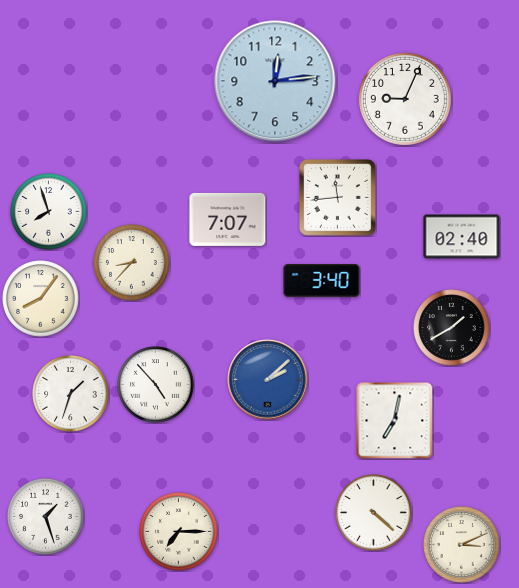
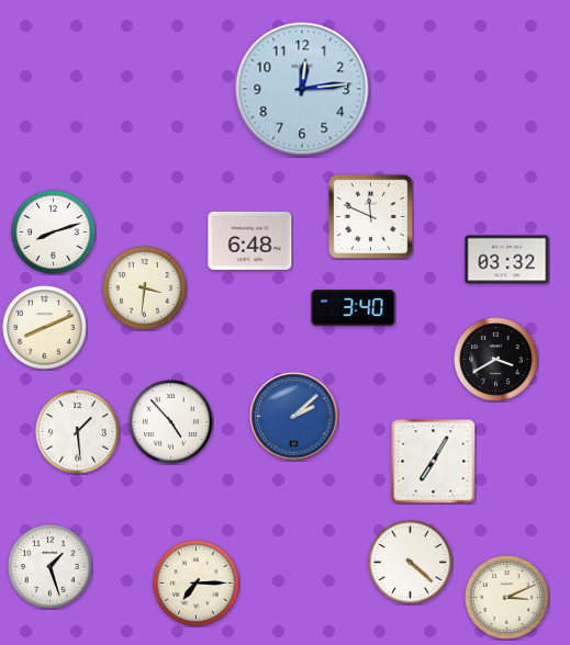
clock at (405, 99): 9:04 -> none
clock at (338, 198): 11:44 -> 11:49
clock at (49, 212): 7:57 -> 8:12
clock at (228, 219): 7:07 -> 6:48
clock at (462, 237): 02:40 -> 03:32
clock at (132, 263): 8:37 -> 3:31
clock at (41, 299): 8:06 -> 8:11
clock at (452, 328): 1:40 -> 3:40
clock at (71, 394): 1:33 -> 1:29
clock at (394, 421): 7:02 -> 7:05
